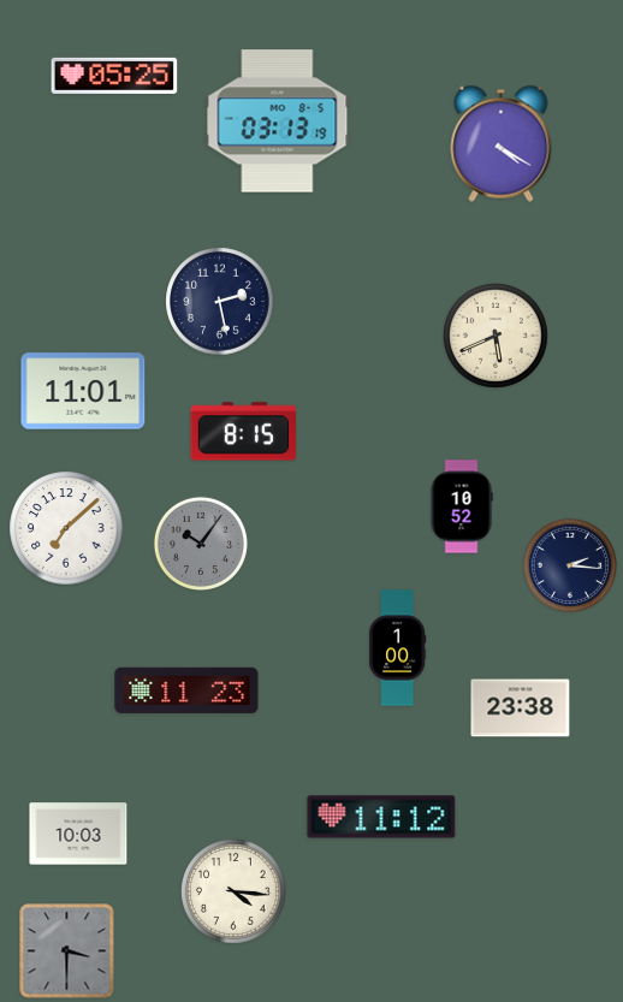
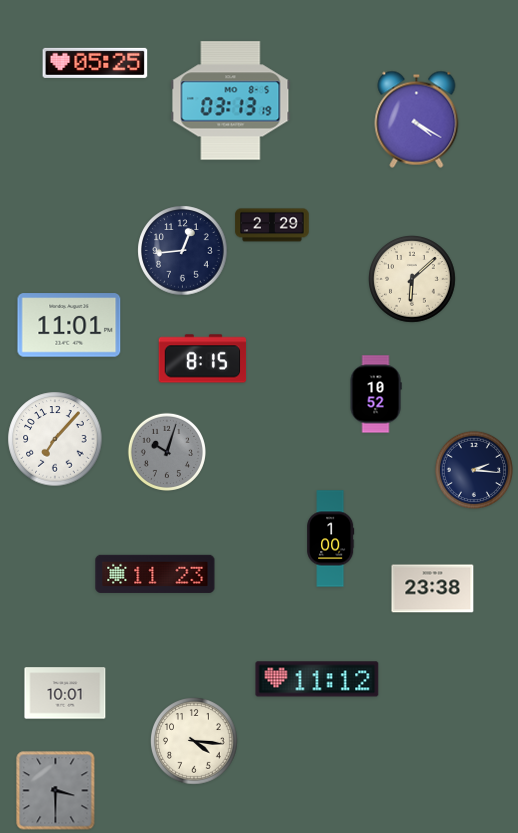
clock at (272, 225): none -> 2:29
clock at (220, 302): 2:28 -> 12:44
clock at (497, 337): 5:41 -> 6:08
clock at (462, 506) position: (462, 506) -> (376, 394)
clock at (66, 528): 7:08 -> 7:07
clock at (201, 544): 10:06 -> 10:03
clock at (78, 834): 10:03 -> 10:01
